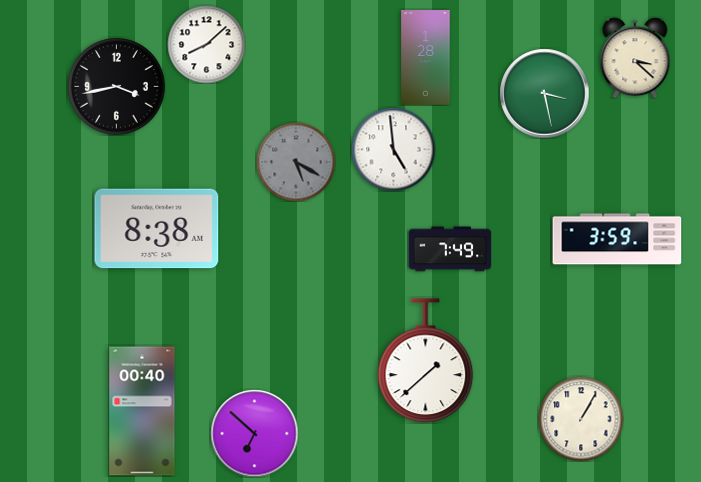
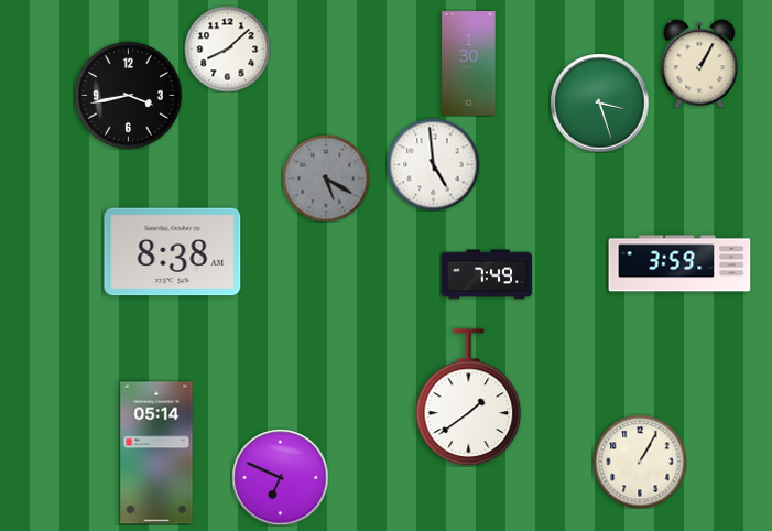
clock at (426, 58): 1:28 -> 1:30
clock at (635, 58): 3:22 -> 1:05
clock at (544, 93): 3:28 -> 3:27
clock at (449, 249) position: (449, 249) -> (486, 274)
clock at (426, 360): 1:38 -> 1:39
clock at (142, 411): 00:40 -> 05:14
clock at (254, 433): 6:52 -> 6:49
